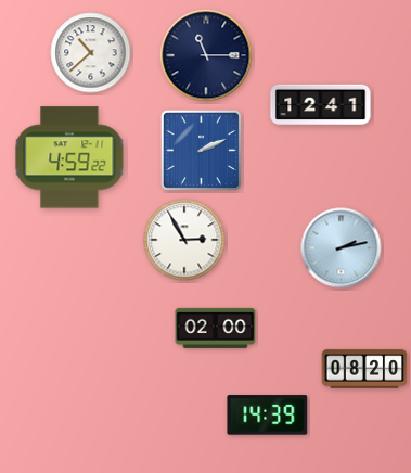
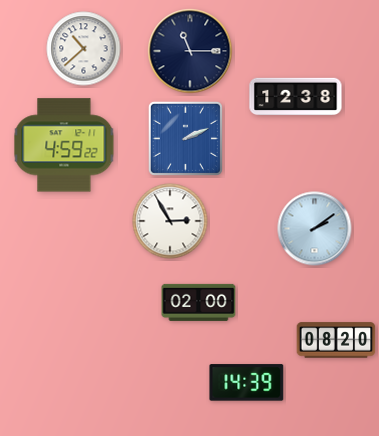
clock at (321, 105): 12:41 -> 12:38
clock at (342, 248): 2:13 -> 2:09
